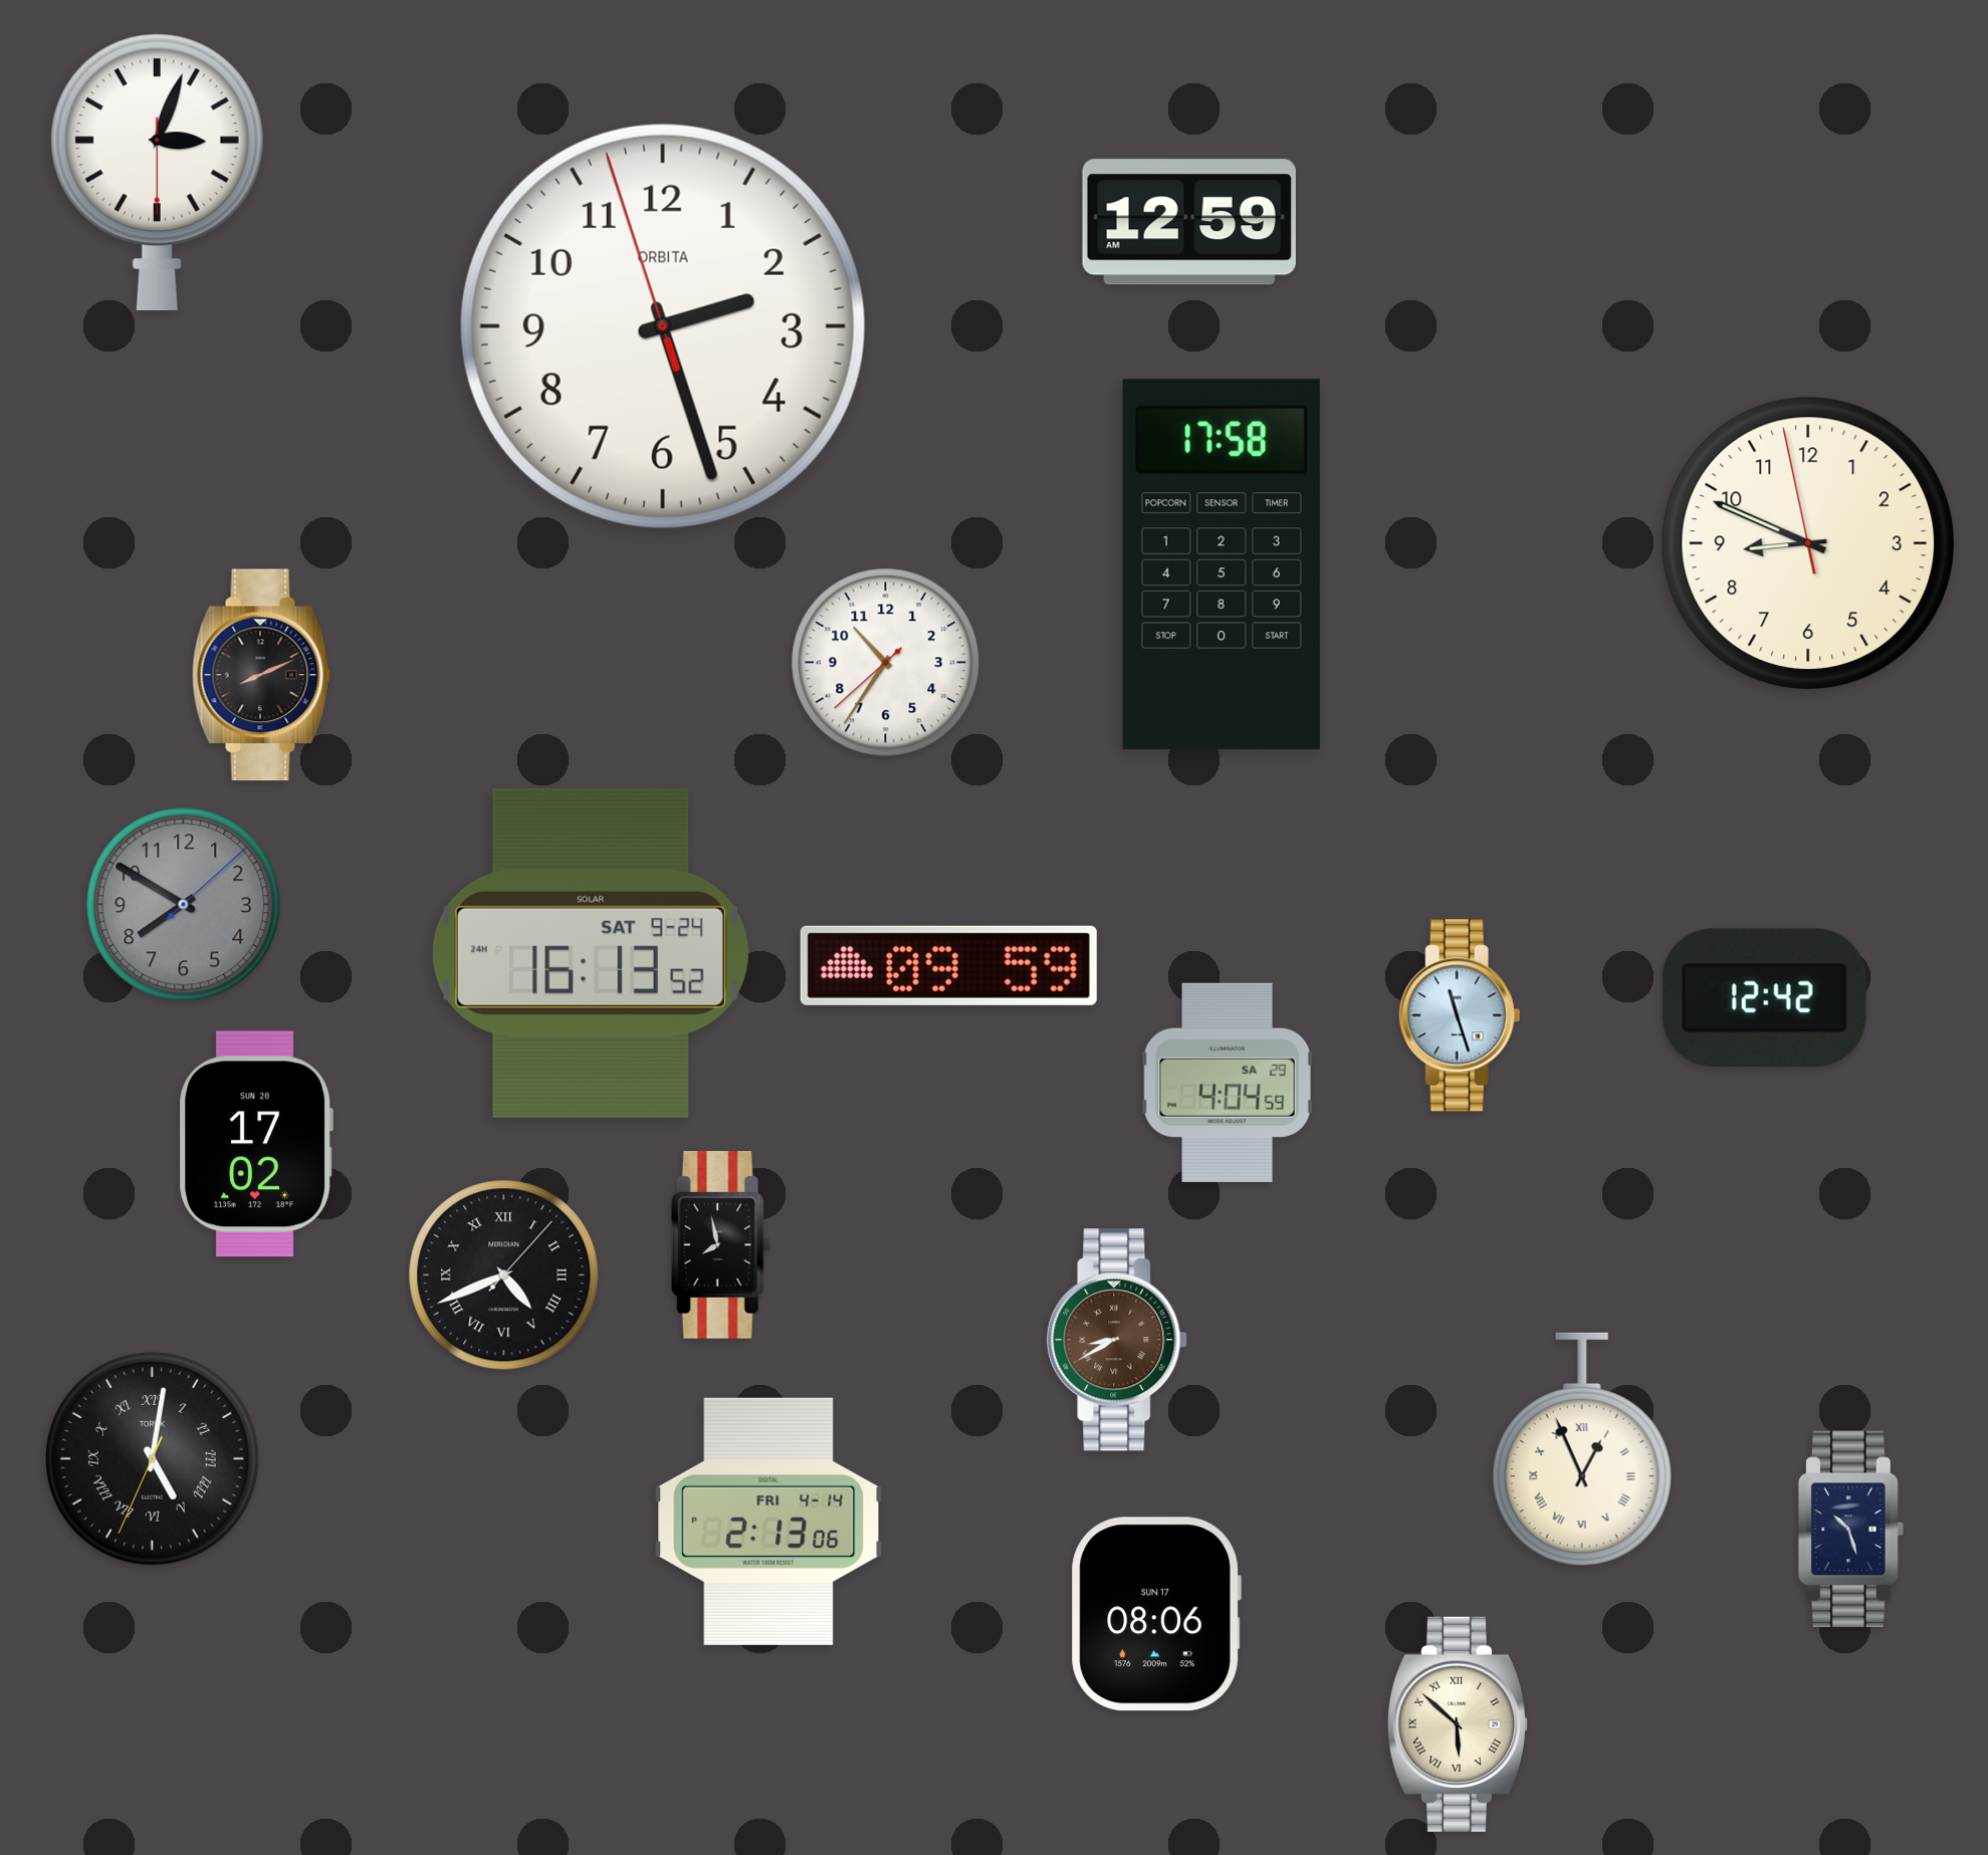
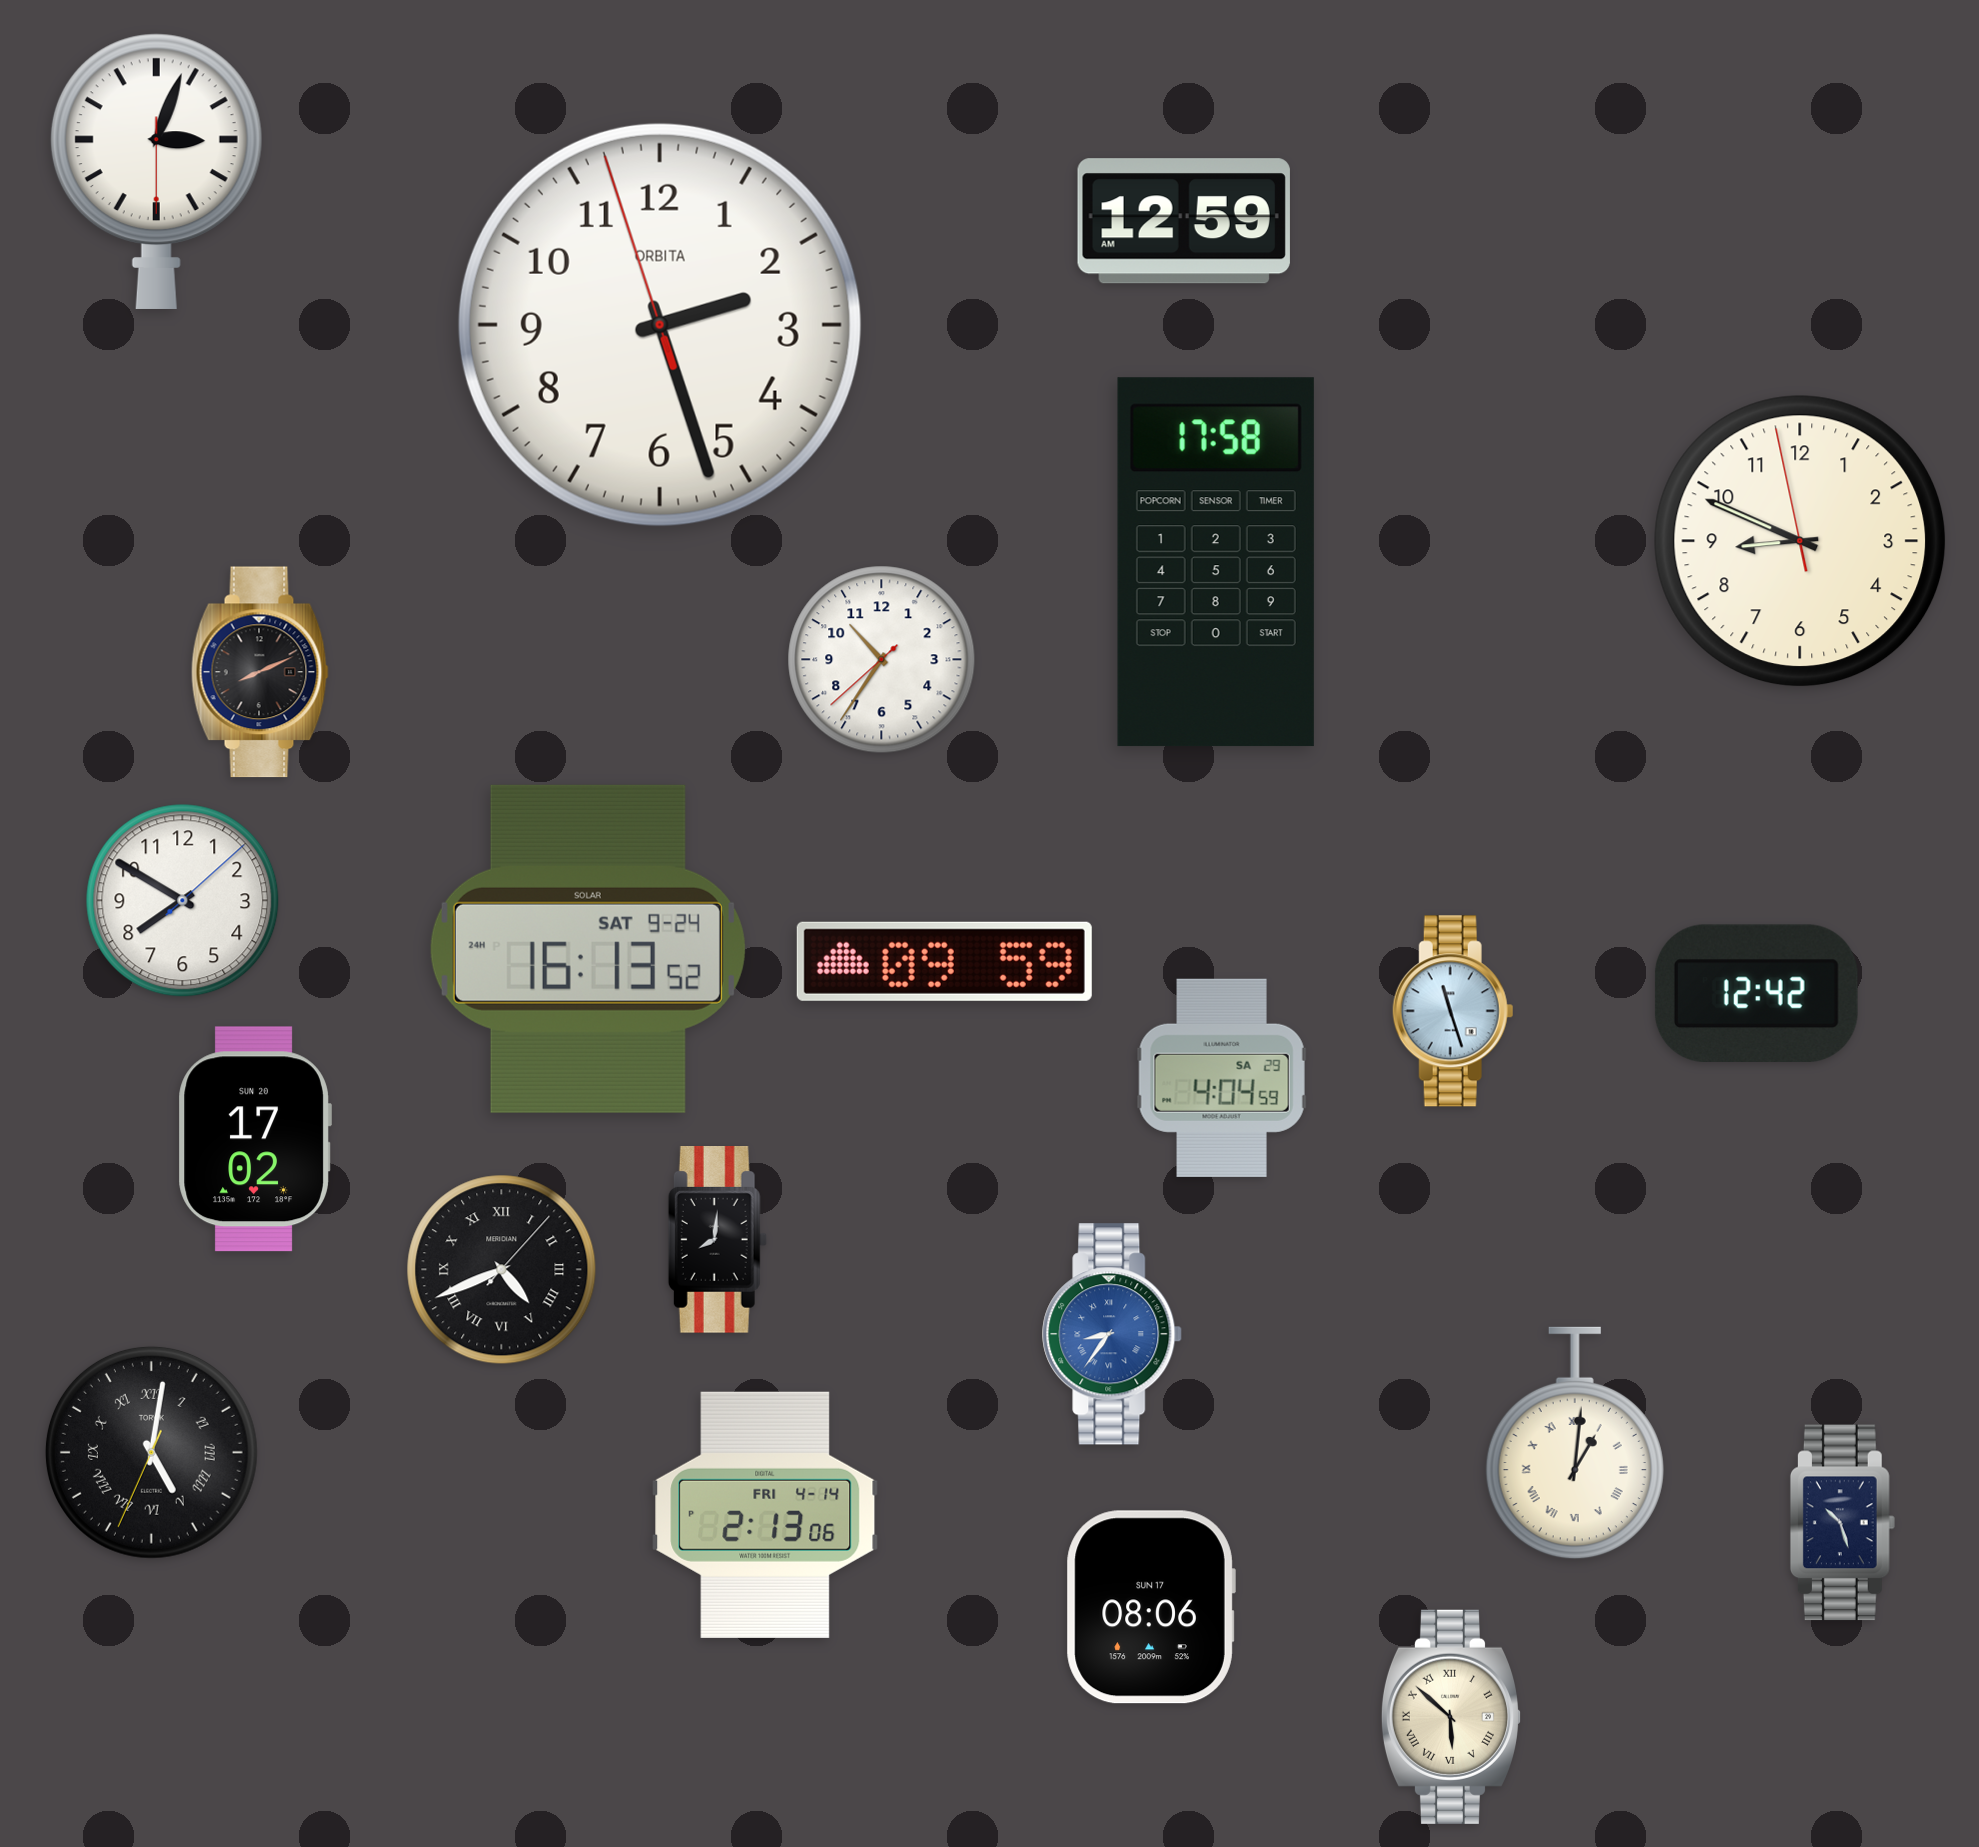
clock at (184, 905) dial: grey -> white
clock at (720, 1245): 7:58 -> 8:01
clock at (1118, 1340): 8:40 -> 8:36
clock at (1118, 1340) dial: brown -> blue
clock at (1582, 1449): 12:56 -> 1:01
